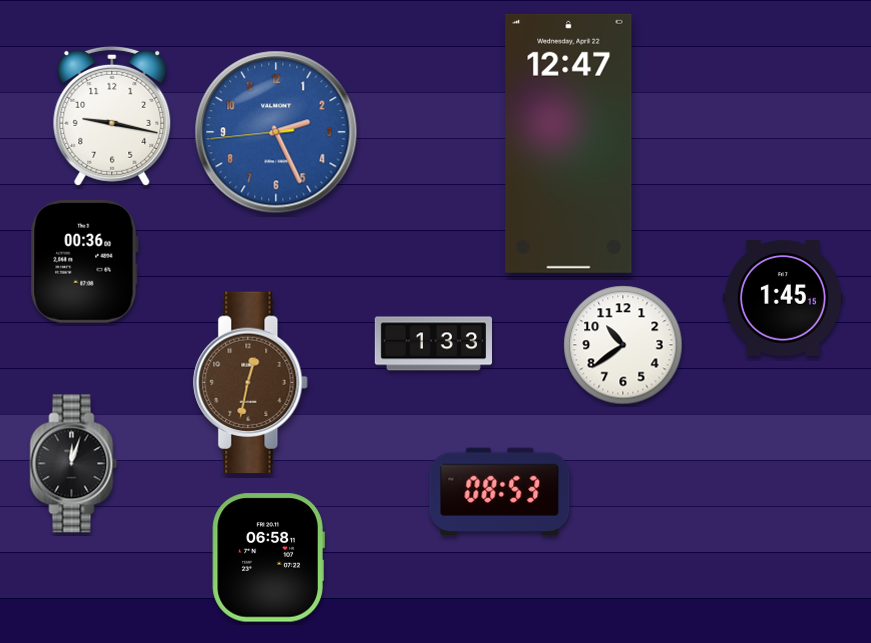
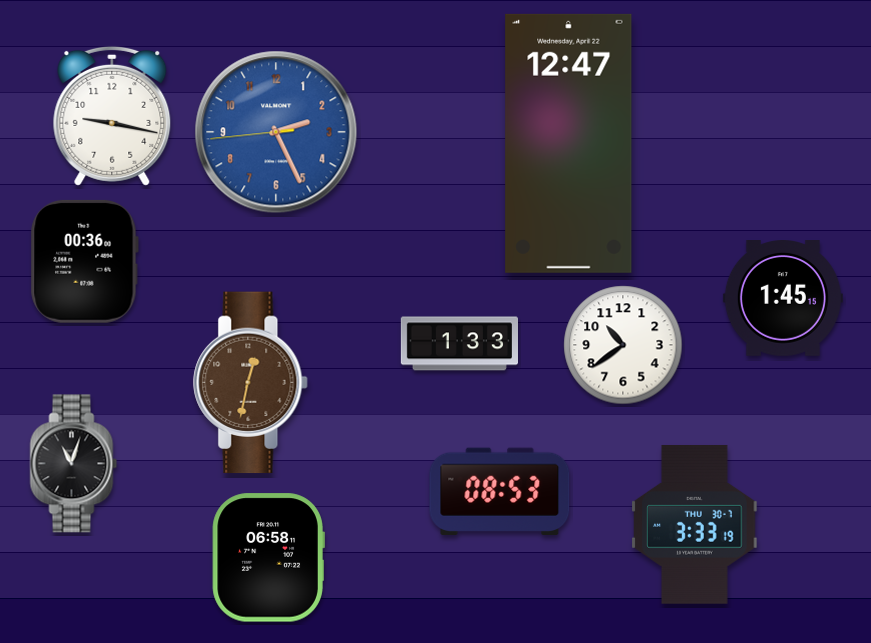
clock at (433, 344) position: (433, 344) -> (459, 344)
clock at (74, 464): 12:03 -> 11:03
clock at (695, 524): none -> 3:33
